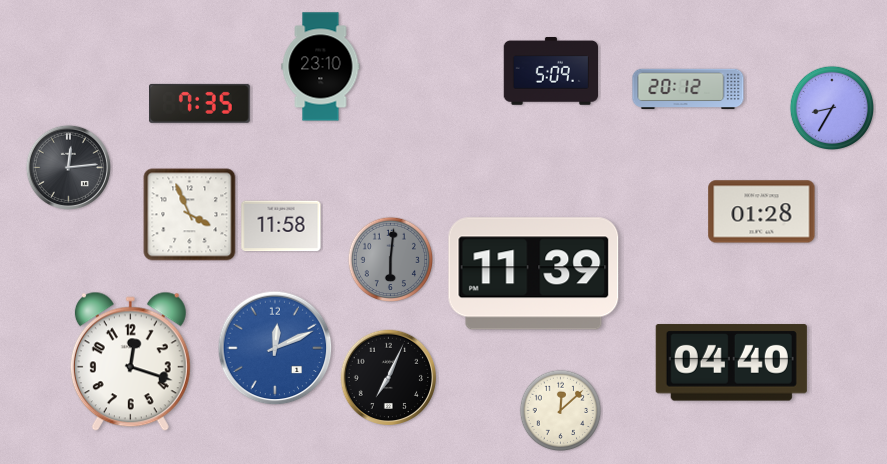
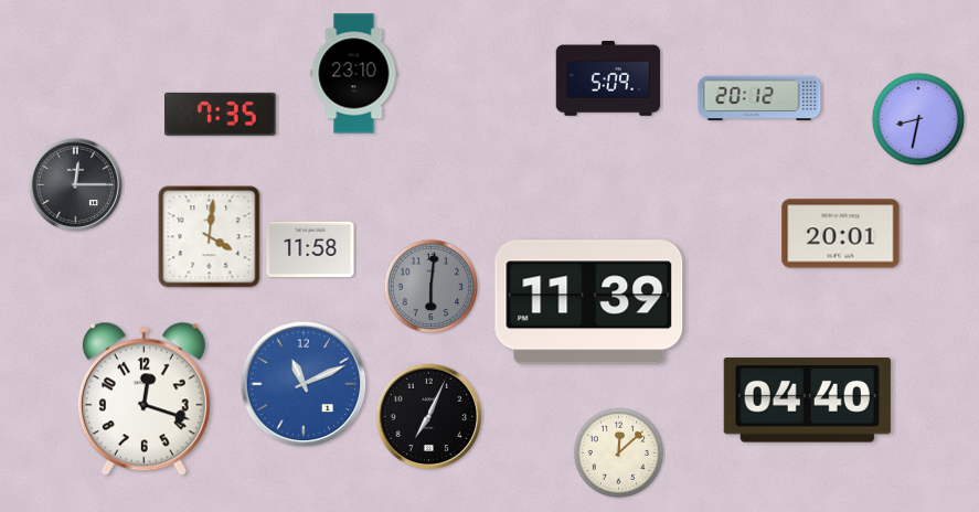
clock at (832, 108): 8:35 -> 8:32
clock at (68, 167): 12:14 -> 12:15
clock at (762, 212): 01:28 -> 20:01
clock at (190, 215): 3:56 -> 4:01
clock at (275, 348): 12:11 -> 11:11
